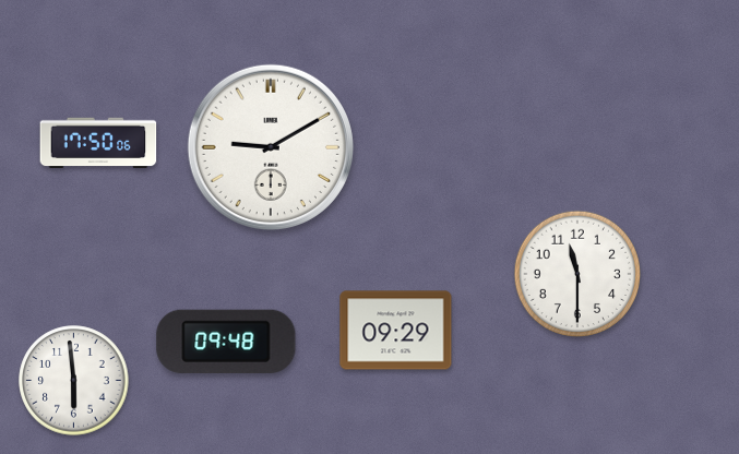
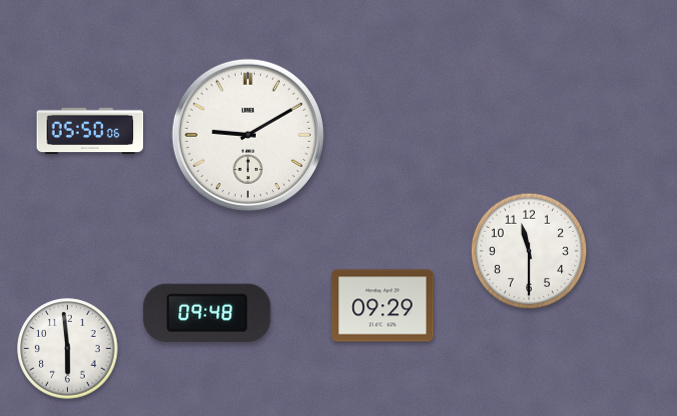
clock at (98, 143): 17:50 -> 05:50
clock at (396, 331) position: (396, 331) -> (383, 306)
